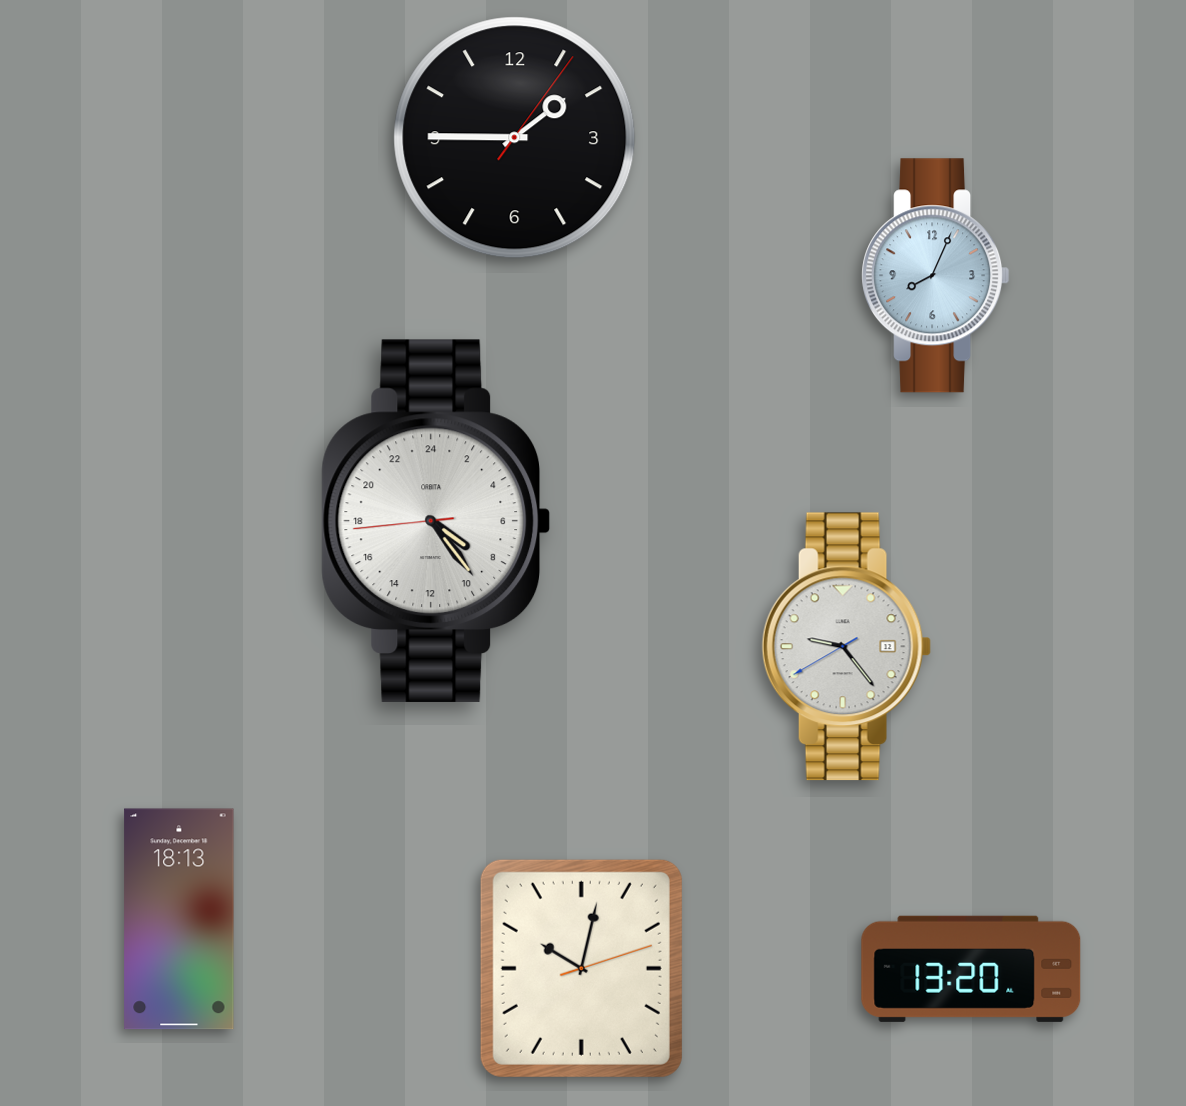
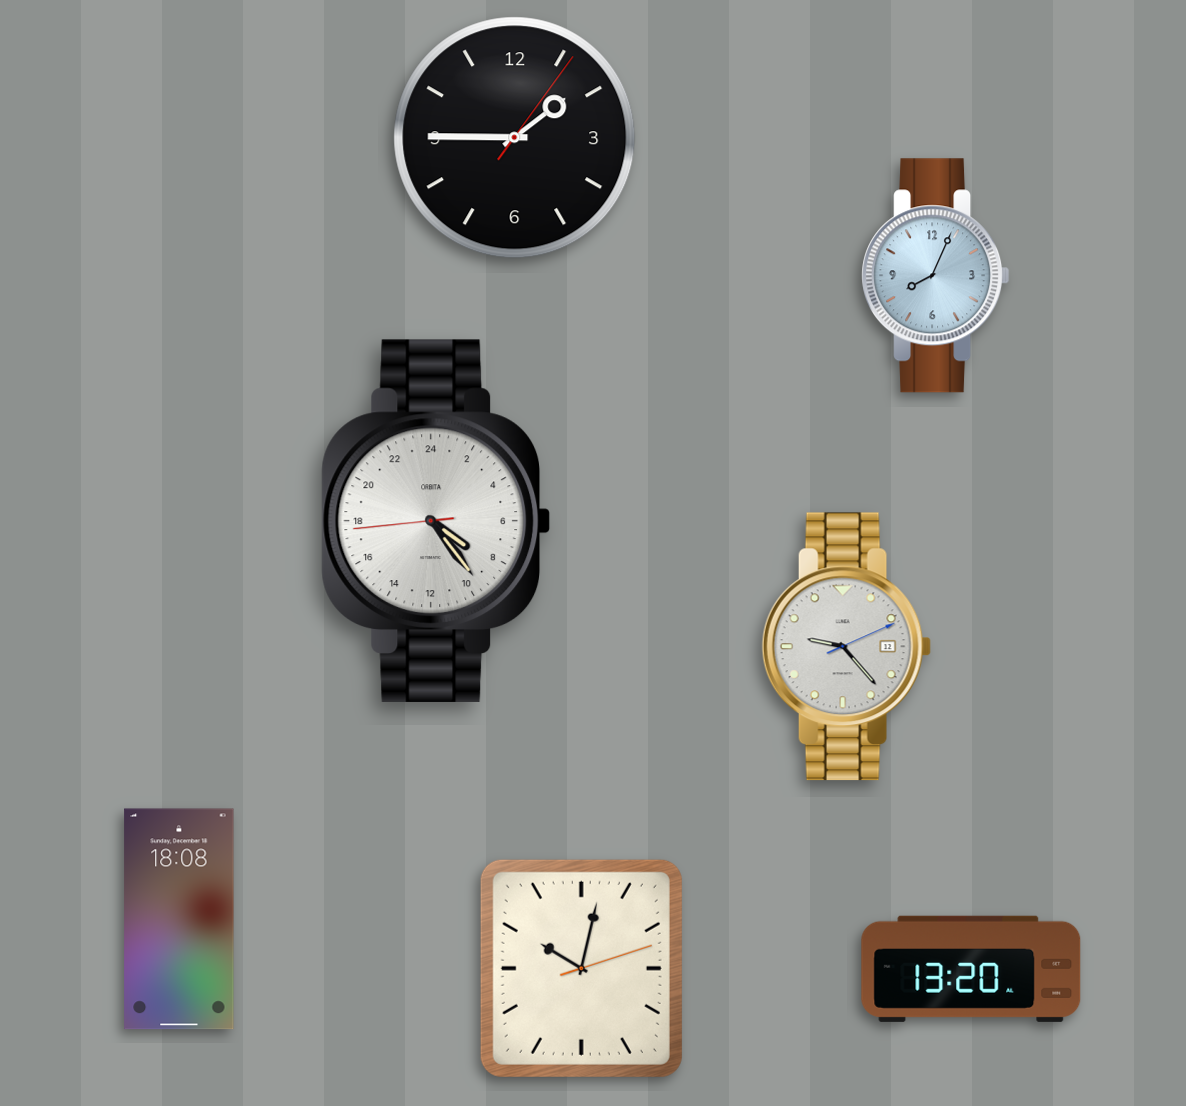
clock at (846, 647): 9:23:40 -> 9:23:11
clock at (179, 919): 18:13 -> 18:08
